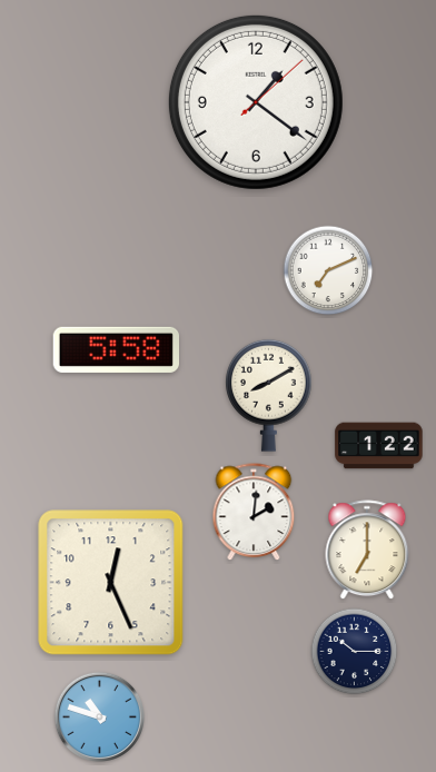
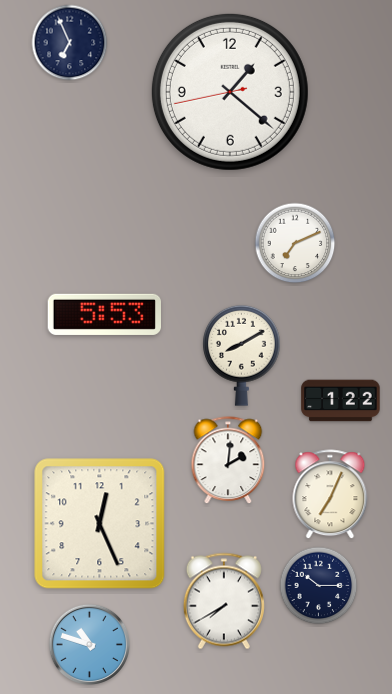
clock at (70, 43): none -> 6:56
clock at (256, 102): 1:21:08 -> 1:21:43
clock at (116, 349): 5:58 -> 5:53
clock at (367, 551): 7:00 -> 7:04
clock at (224, 601): none -> 7:40
